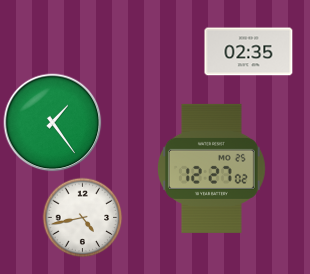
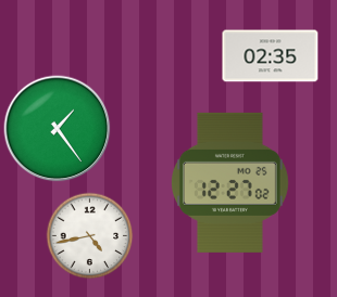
clock at (53, 123) position: (53, 123) -> (58, 129)
